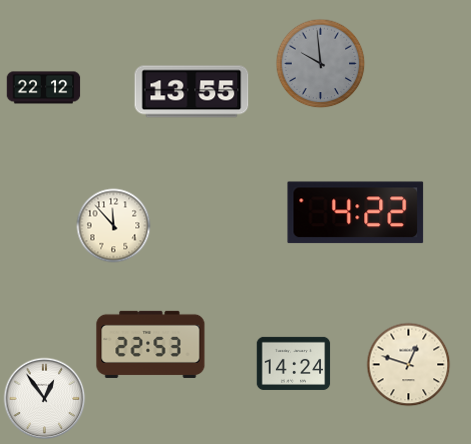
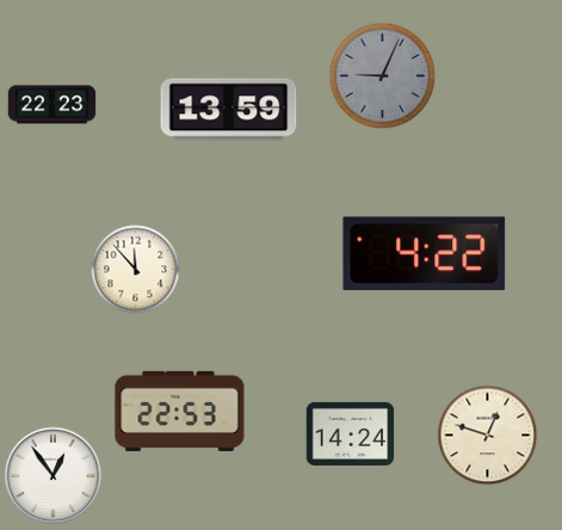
clock at (321, 64): 9:59 -> 9:04
clock at (44, 88): 22:12 -> 22:23
clock at (192, 92): 13:55 -> 13:59
